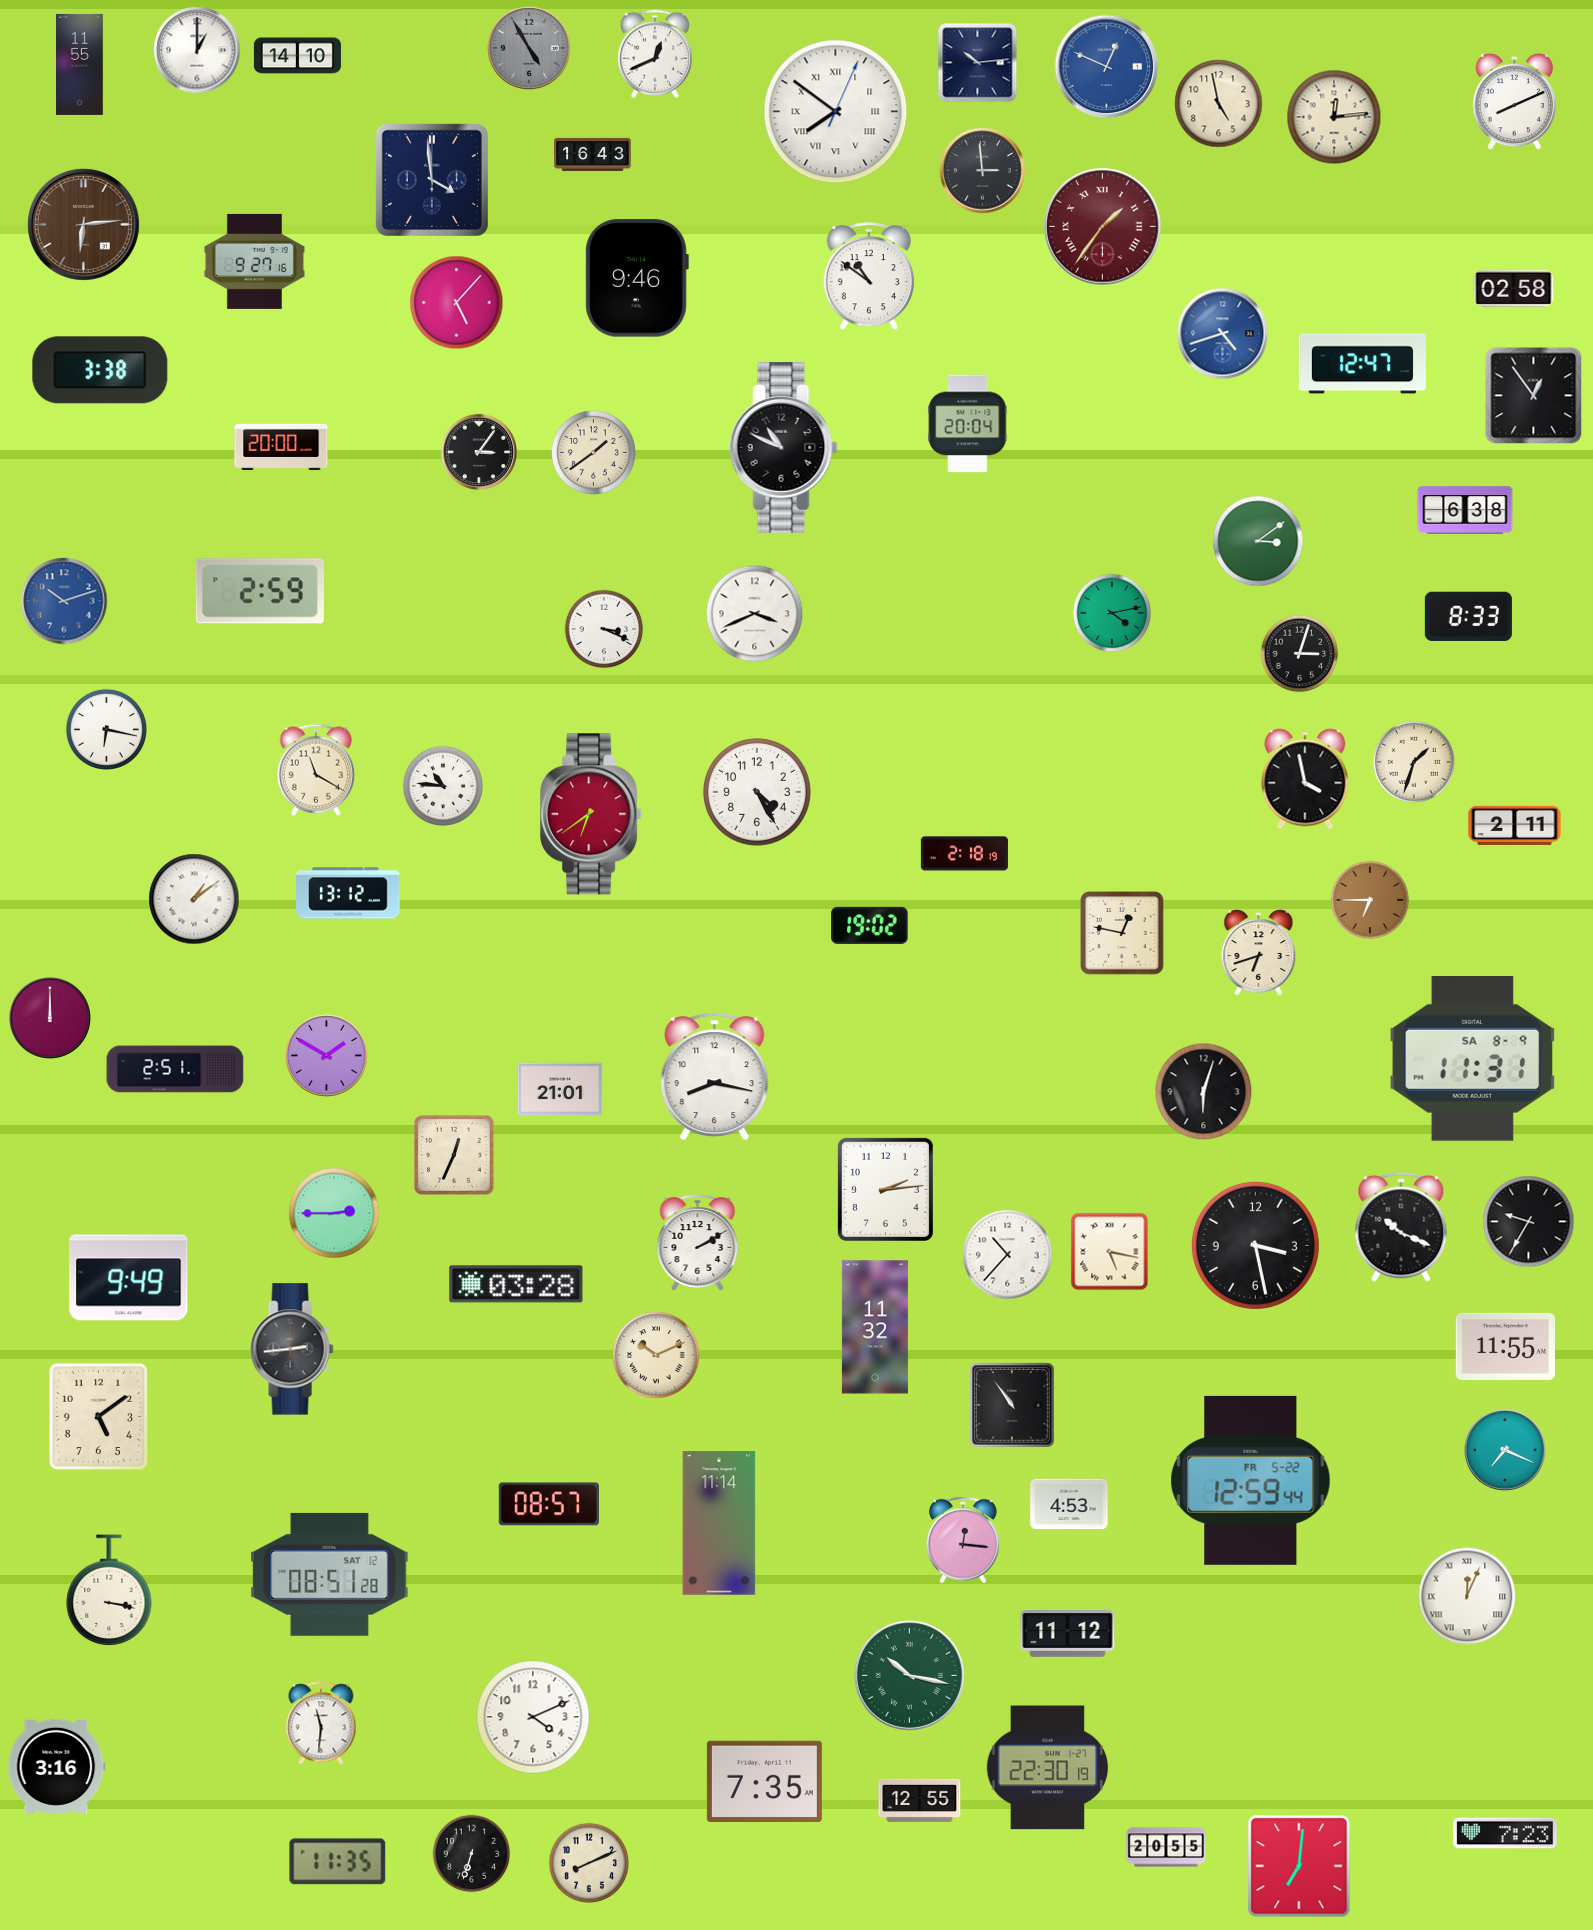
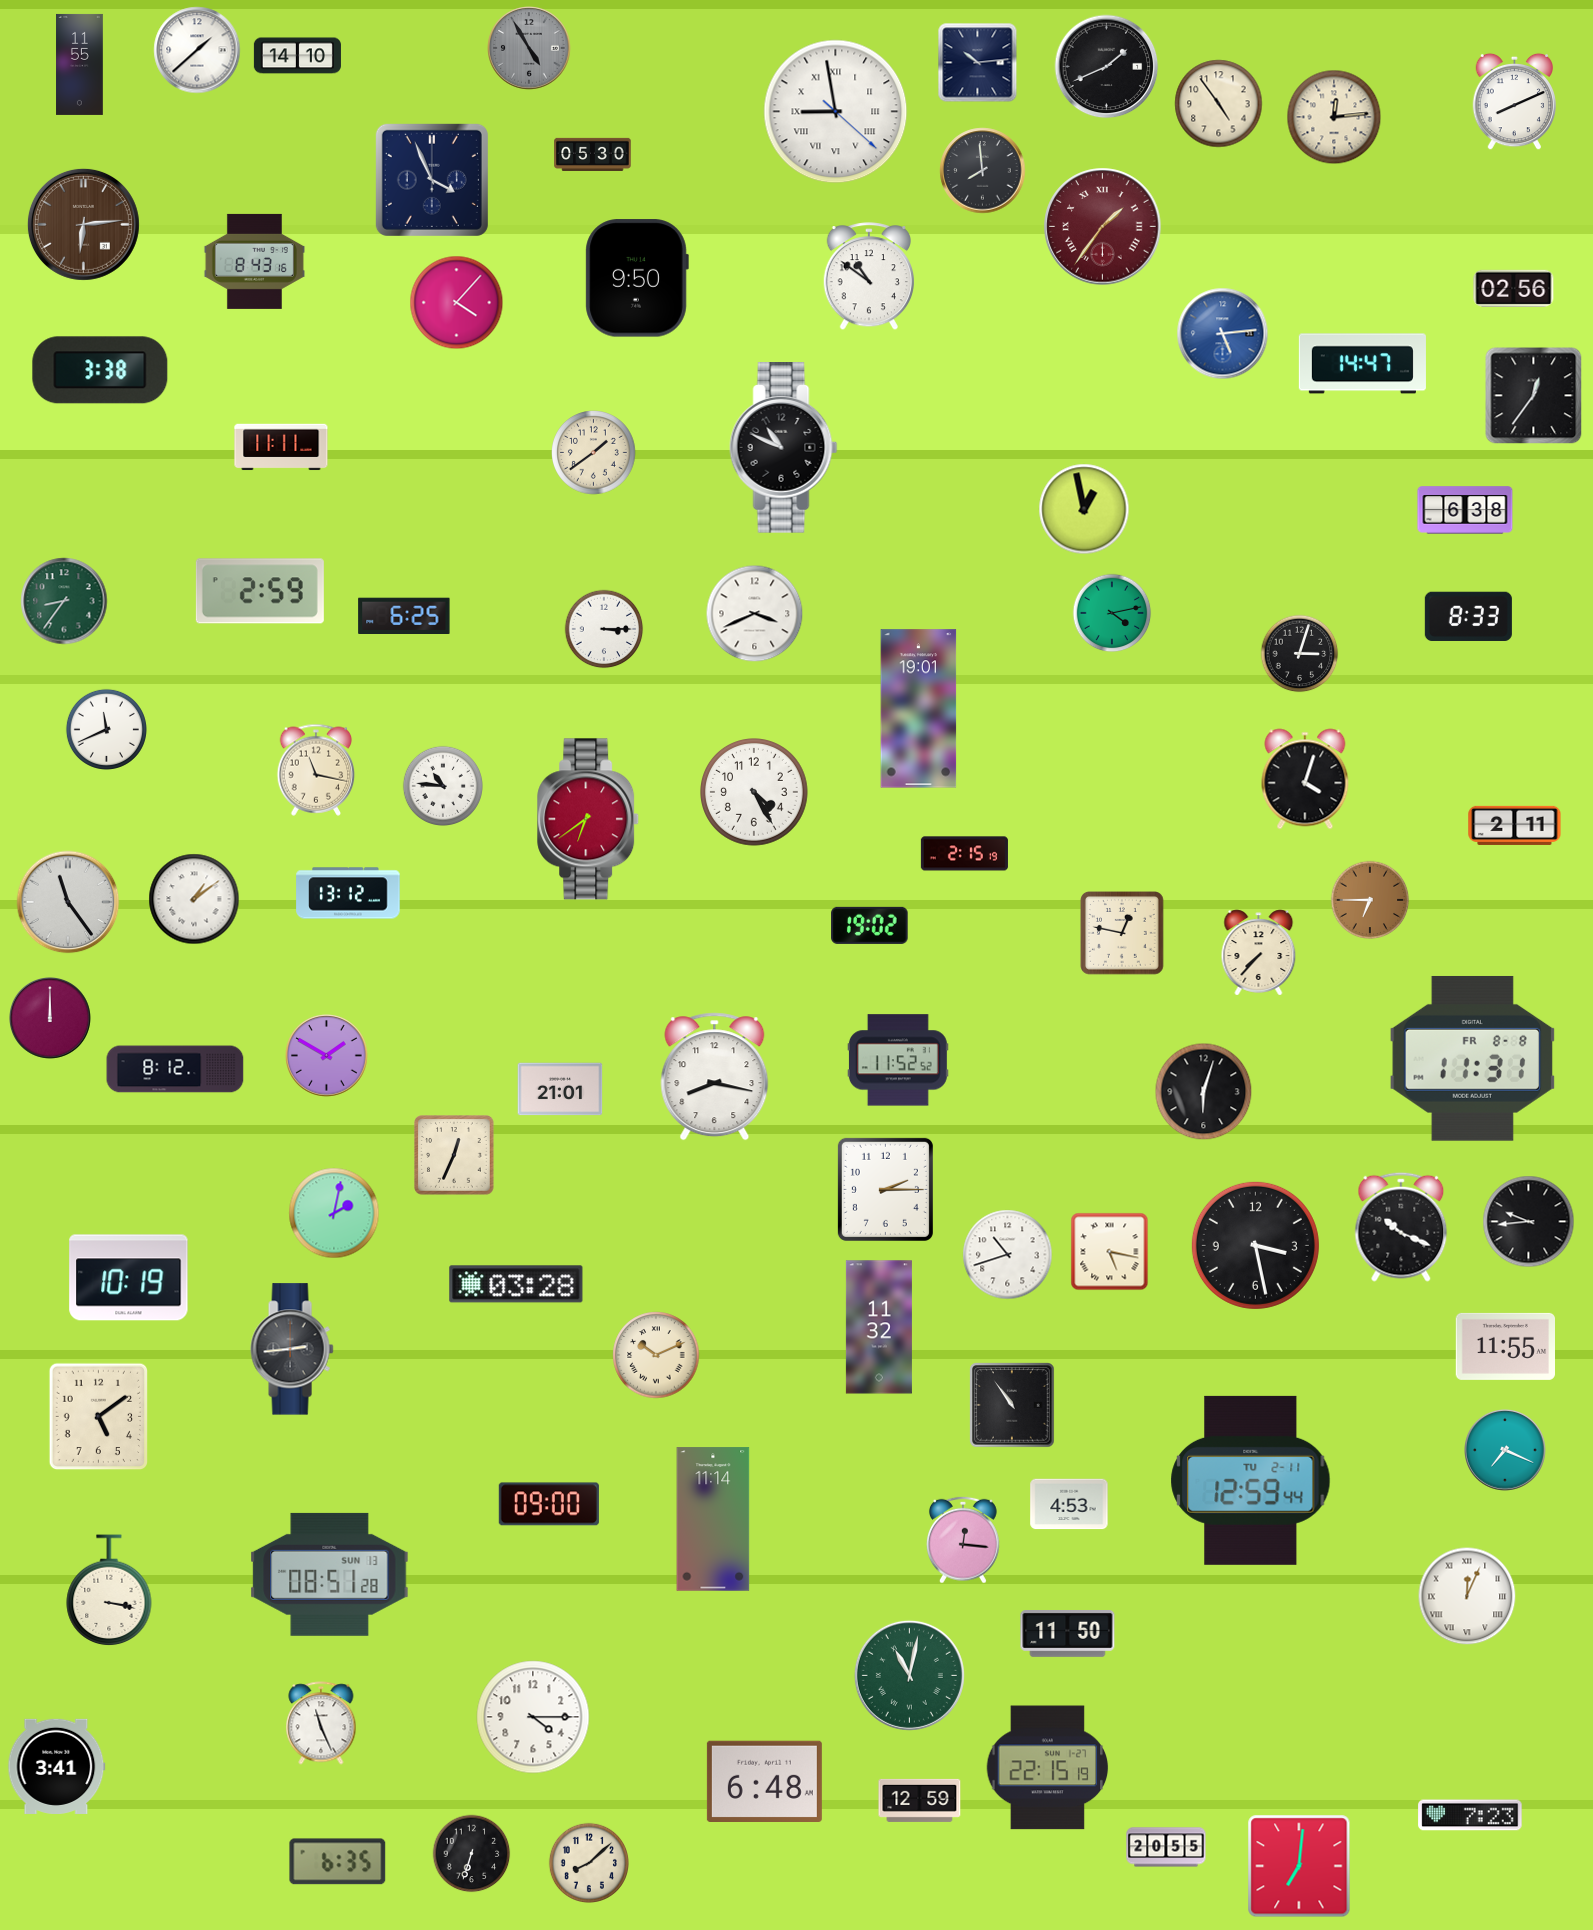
clock at (197, 50): 1:00 -> 1:38
clock at (655, 54): 12:41 -> none
clock at (1107, 67): 12:49 -> 1:41
clock at (1107, 67) dial: blue -> black
clock at (1219, 104): 4:58 -> 4:54
clock at (836, 112): 7:51 -> 8:58
clock at (593, 154): 16:43 -> 05:30
clock at (983, 171): 2:59 -> 7:59
clock at (432, 180): 3:59 -> 3:56
clock at (254, 261): 9:27 -> 8:43
clock at (637, 278): 9:46 -> 9:50
clock at (1514, 288): 02:58 -> 02:56
clock at (457, 303): 5:07 -> 4:07
clock at (1223, 334): 4:42 -> 5:14
clock at (1362, 364): 12:47 -> 14:47
clock at (1534, 396): 12:54 -> 12:36
clock at (968, 424): 20:04 -> none
clock at (281, 447): 20:00 -> 11:11
clock at (478, 451): 3:06 -> none
clock at (1084, 509): none -> 12:58
clock at (1258, 541): 3:09 -> none
clock at (64, 601): 10:12 -> 8:36
clock at (64, 601) dial: blue -> green
clock at (404, 615): none -> 6:25
clock at (604, 629): 3:19 -> 3:15
clock at (919, 709): none -> 19:01
clock at (106, 729): 6:17 -> 11:41
clock at (1414, 762): 1:33 -> none
clock at (316, 770): 11:20 -> 11:17
clock at (1305, 779): 3:58 -> 4:03
clock at (758, 793) position: (758, 793) -> (755, 793)
clock at (592, 814) position: (592, 814) -> (589, 819)
clock at (964, 854): 2:18 -> 2:15
clock at (68, 902): none -> 11:24
clock at (1259, 953): 6:42 -> 7:37
clock at (1473, 1058) date: SA 8-9 -> FR 8-8
clock at (898, 1060): none -> 11:52
clock at (175, 1069): 2:51 -> 8:12
clock at (885, 1189): 2:14 -> 2:15
clock at (334, 1213): 2:45 -> 2:02
clock at (1529, 1222): 9:35 -> 9:44
clock at (698, 1243): 2:10 -> none
clock at (1008, 1255): 10:37 -> 10:42
clock at (129, 1278): 9:49 -> 10:19
clock at (875, 1327) position: (875, 1327) -> (879, 1327)
clock at (1251, 1480) date: FR 5-22 -> TU 2-11
clock at (549, 1504): 08:57 -> 09:00
clock at (719, 1523) position: (719, 1523) -> (713, 1519)
clock at (330, 1574) date: SAT 12 -> SUN 13
clock at (1068, 1634): 11:12 -> 11:50
clock at (909, 1675): 10:17 -> 11:02
clock at (533, 1717): 4:11 -> 4:15
clock at (321, 1723): 11:31 -> 11:26
clock at (57, 1766): 3:16 -> 3:41
clock at (1048, 1768): 22:30 -> 22:15
clock at (764, 1781): 7:35 -> 6:48
clock at (920, 1800): 12:55 -> 12:59
clock at (1505, 1833) position: (1505, 1833) -> (1470, 1815)
clock at (338, 1862): 11:35 -> 6:35
clock at (588, 1862): 8:11 -> 8:08
